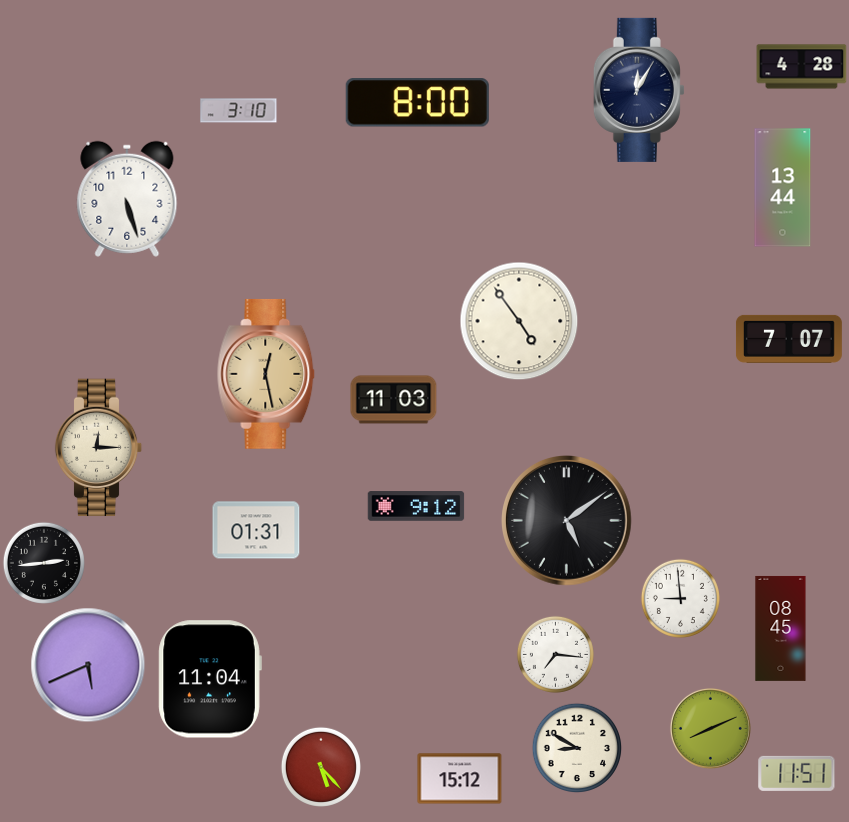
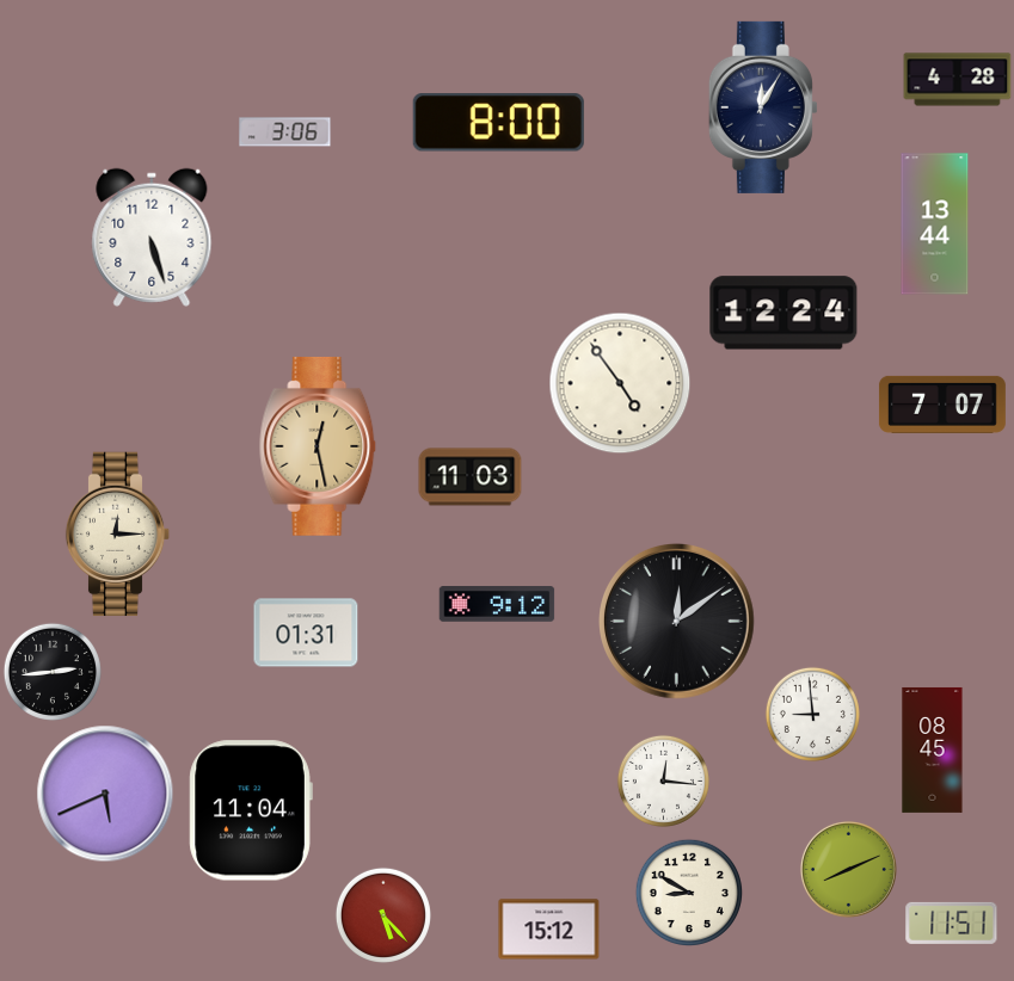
clock at (239, 111): 3:10 -> 3:06
clock at (783, 313): none -> 12:24
clock at (567, 521): 5:09 -> 12:09
clock at (555, 654): 7:16 -> 12:16
